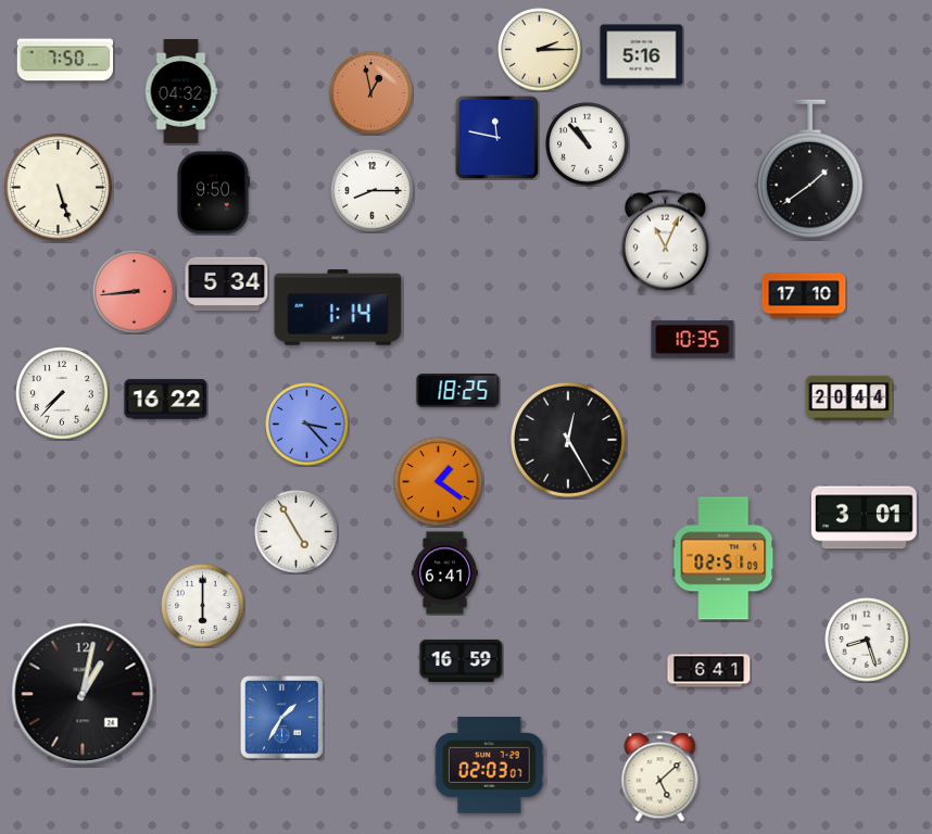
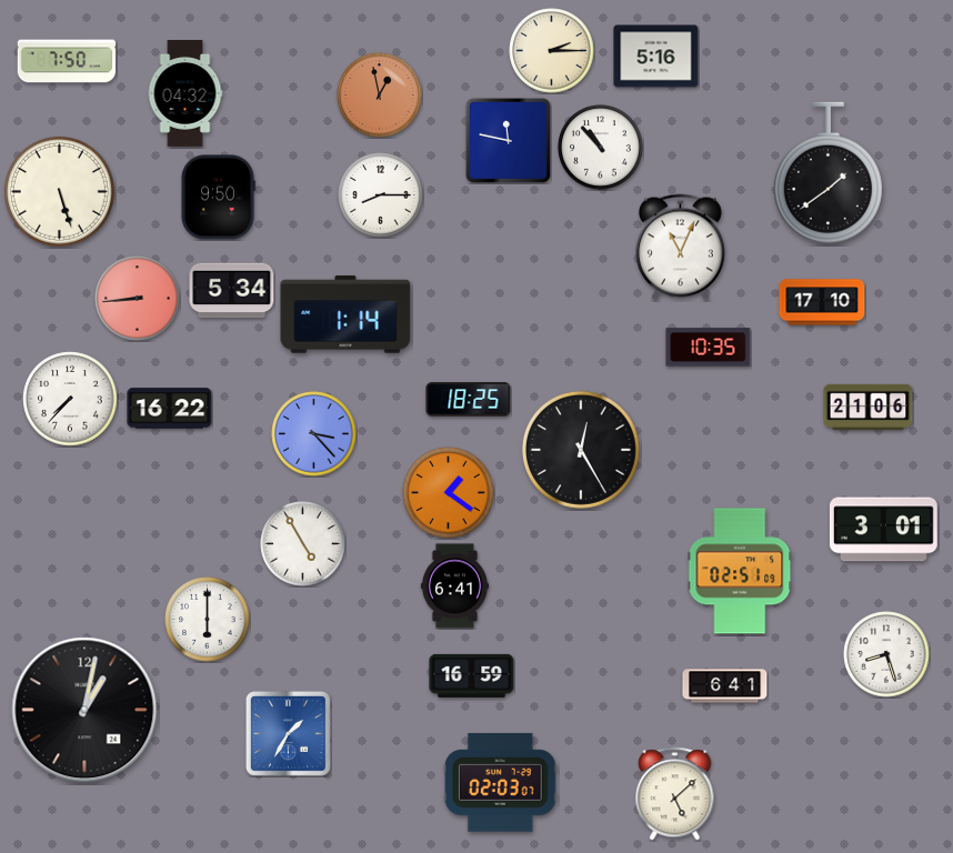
clock at (62, 393) position: (62, 393) -> (70, 399)
clock at (849, 397): 20:44 -> 21:06
